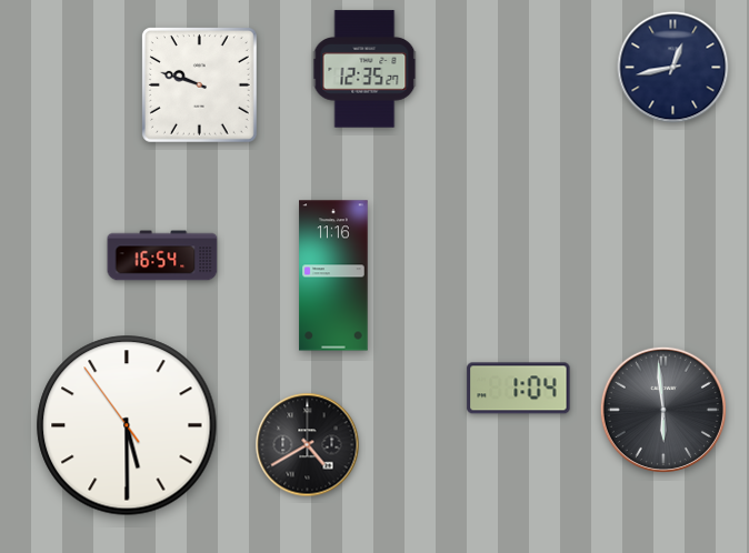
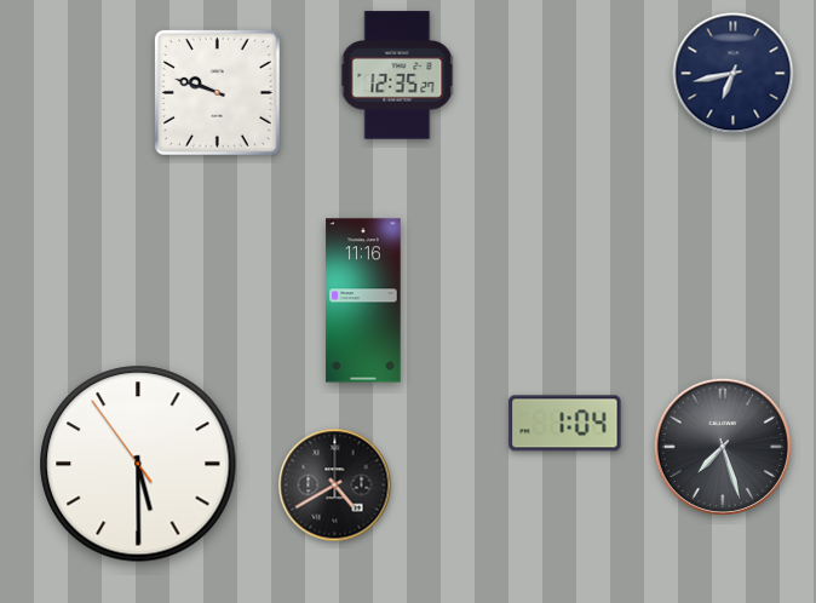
clock at (673, 68): 12:43 -> 6:43
clock at (162, 255): 16:54 -> none
clock at (663, 410): 5:59 -> 7:27
